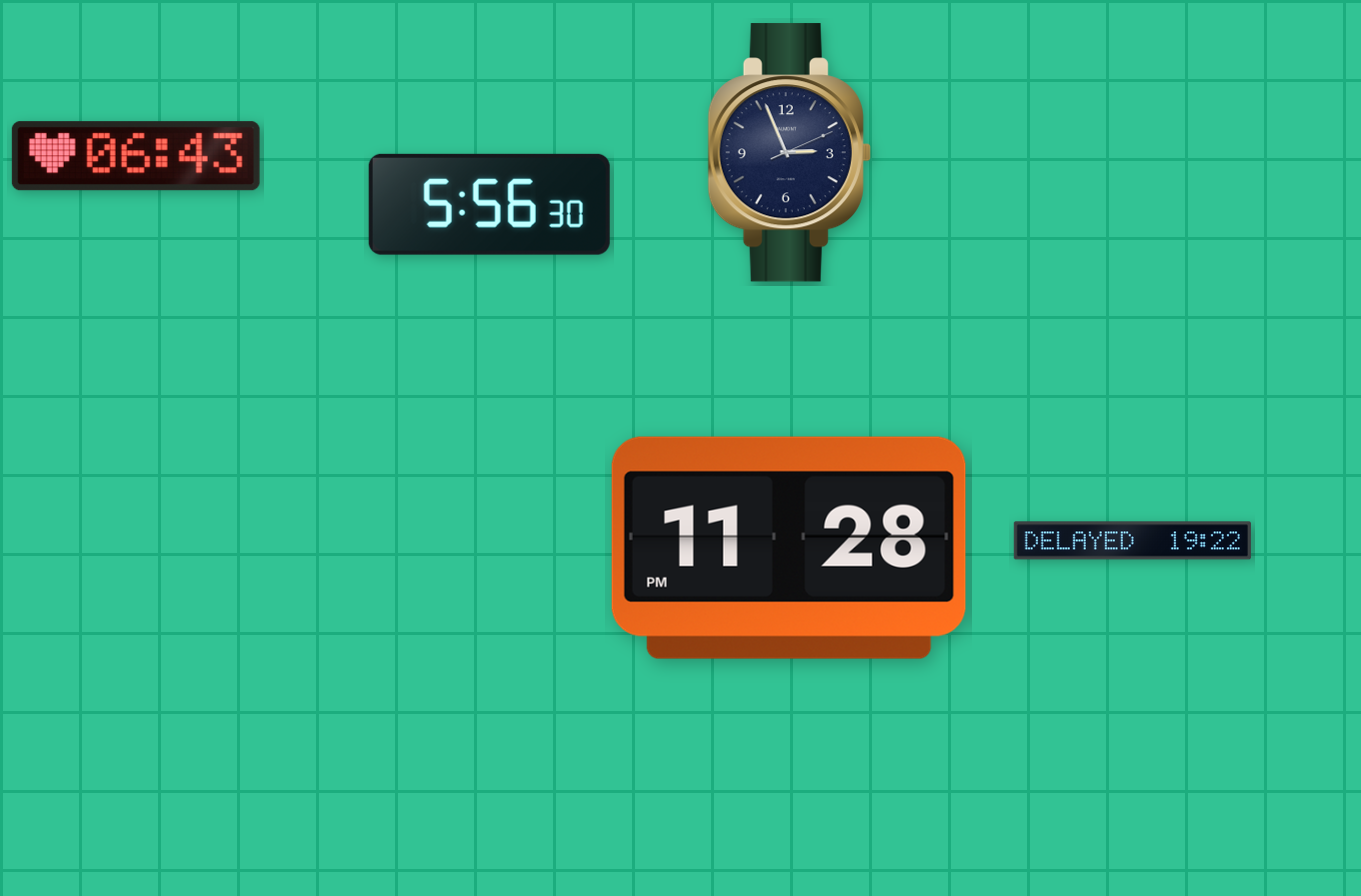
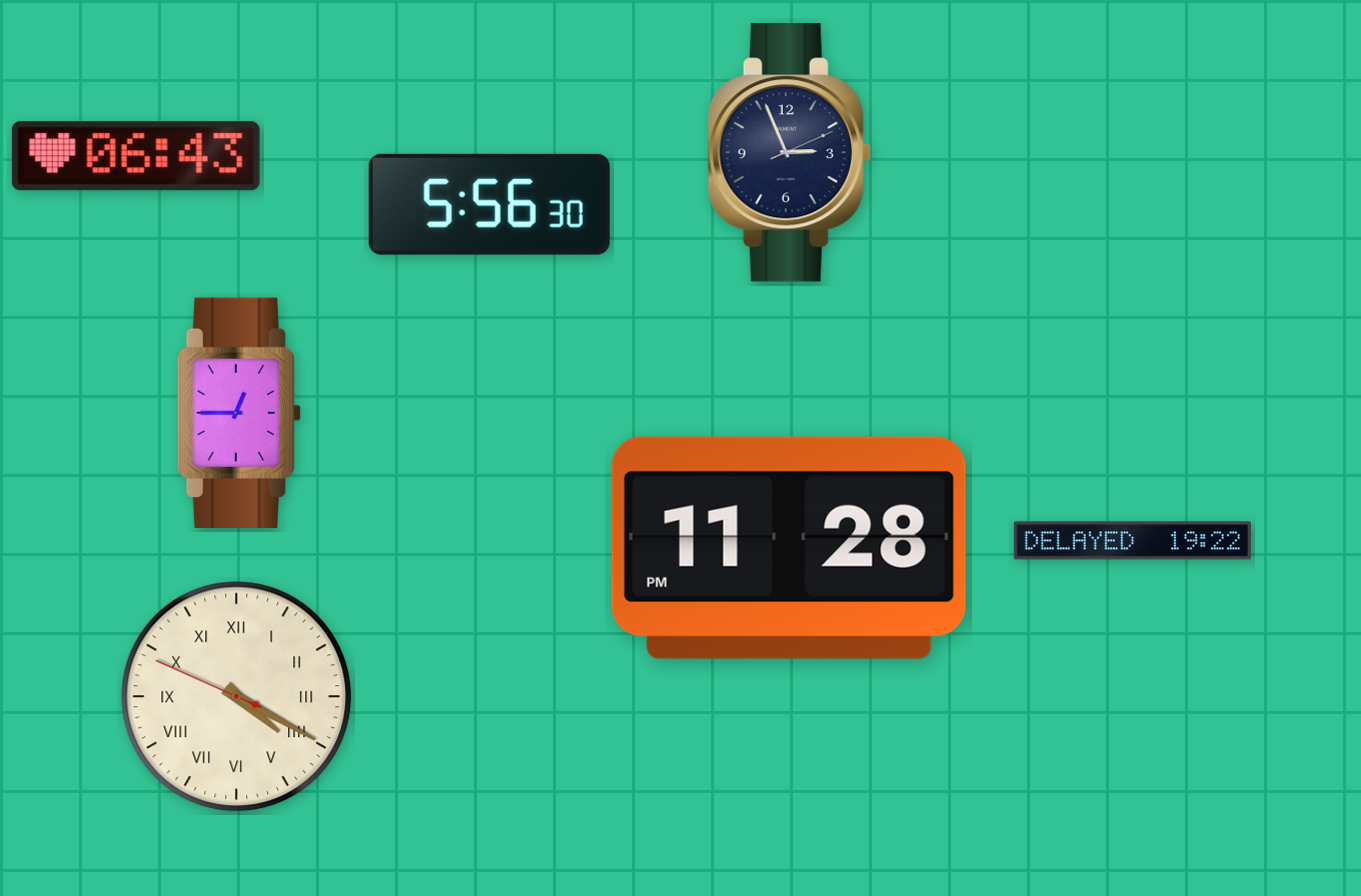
clock at (239, 413): none -> 12:45
clock at (237, 697): none -> 4:19
